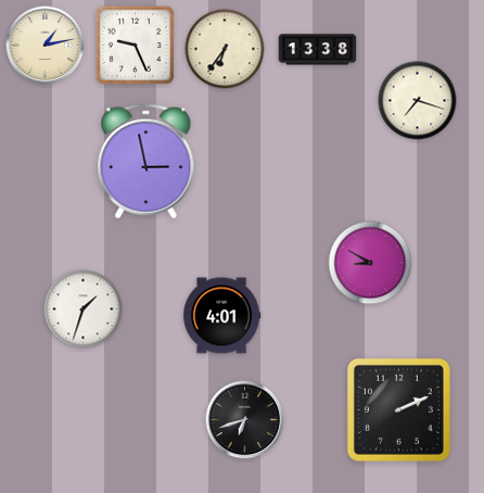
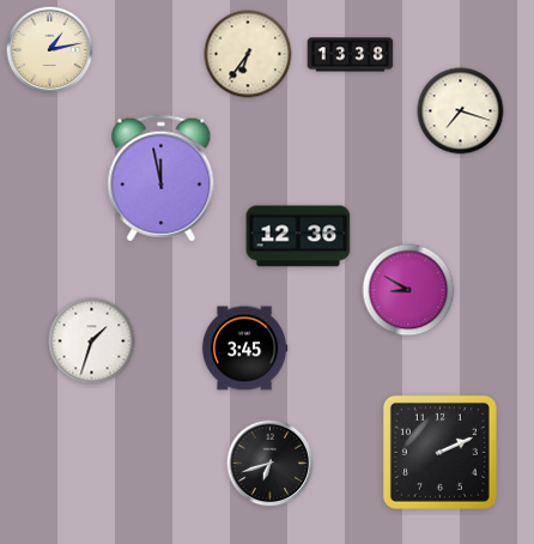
clock at (135, 45): 9:26 -> none
clock at (147, 162): 2:58 -> 11:58
clock at (298, 236): none -> 12:36
clock at (221, 316): 4:01 -> 3:45
